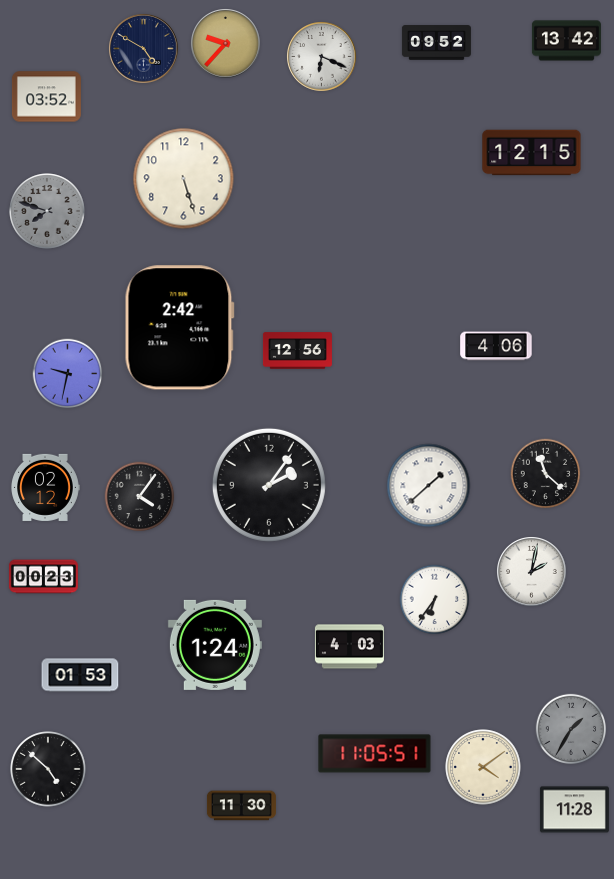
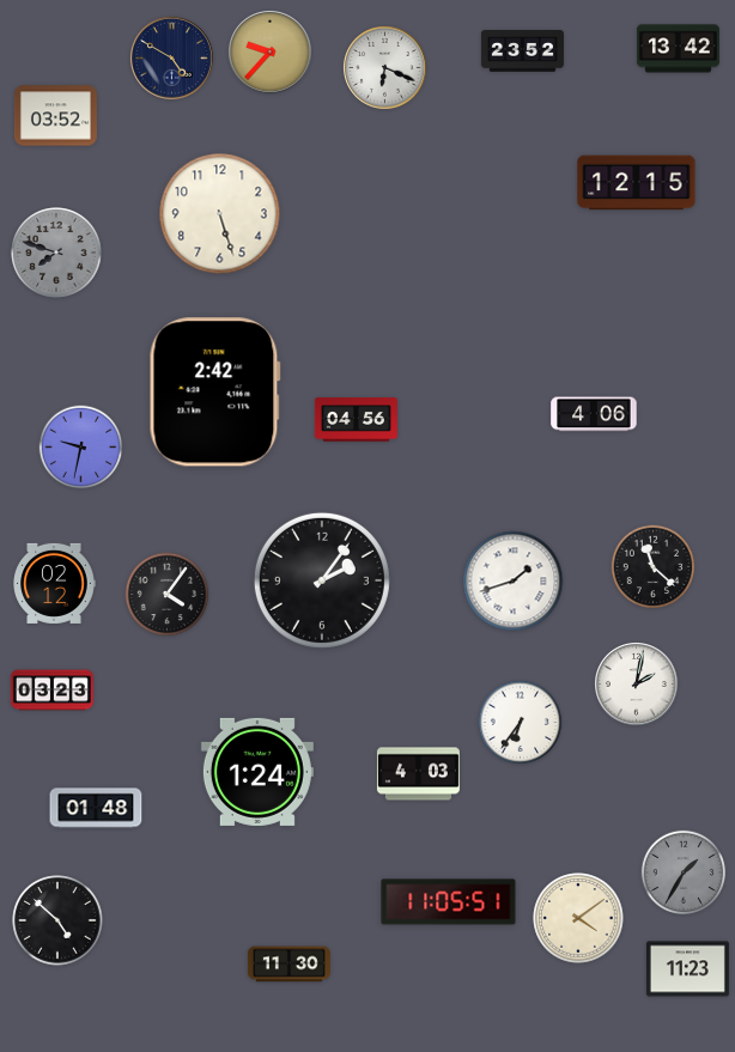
clock at (436, 43): 09:52 -> 23:52
clock at (297, 351): 12:56 -> 04:56
clock at (429, 486): 1:38 -> 1:42
clock at (43, 577): 00:23 -> 03:23
clock at (435, 600) position: (435, 600) -> (521, 723)
clock at (80, 675): 01:53 -> 01:48
clock at (574, 810): 11:28 -> 11:23
